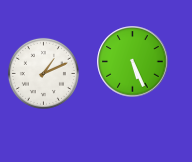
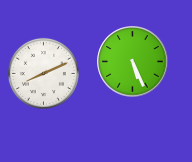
clock at (43, 73): 1:11 -> 8:11
